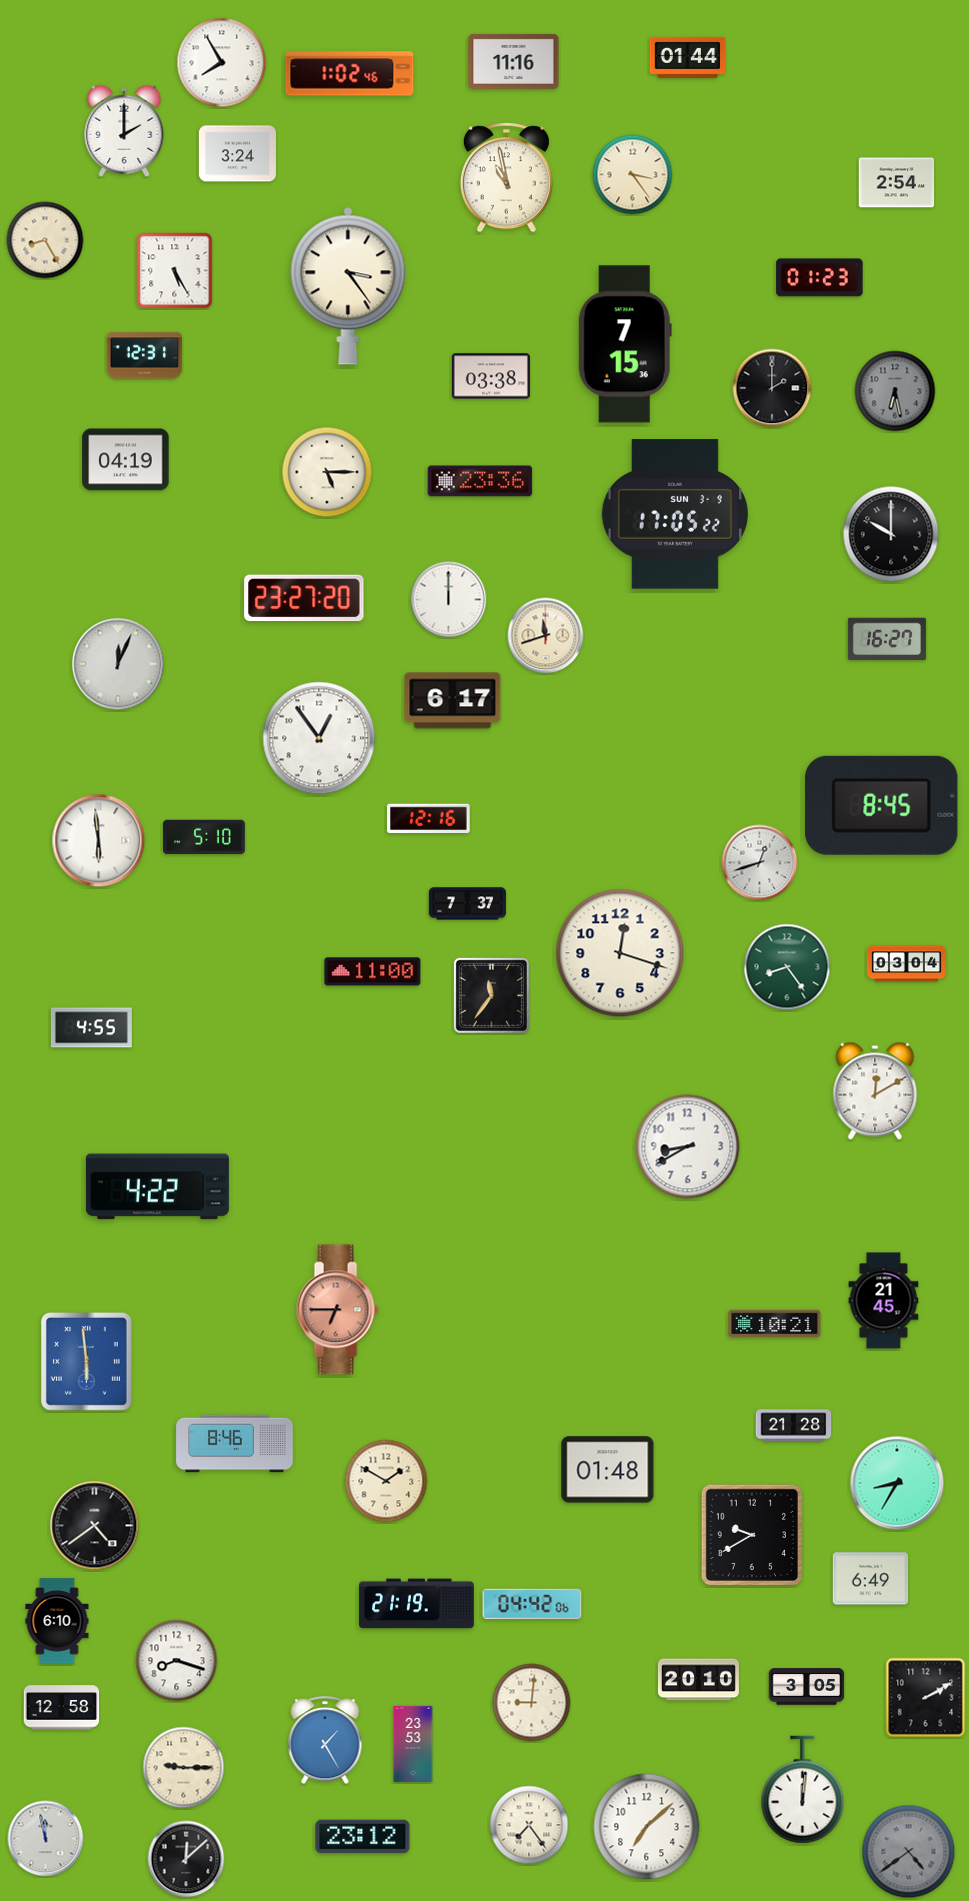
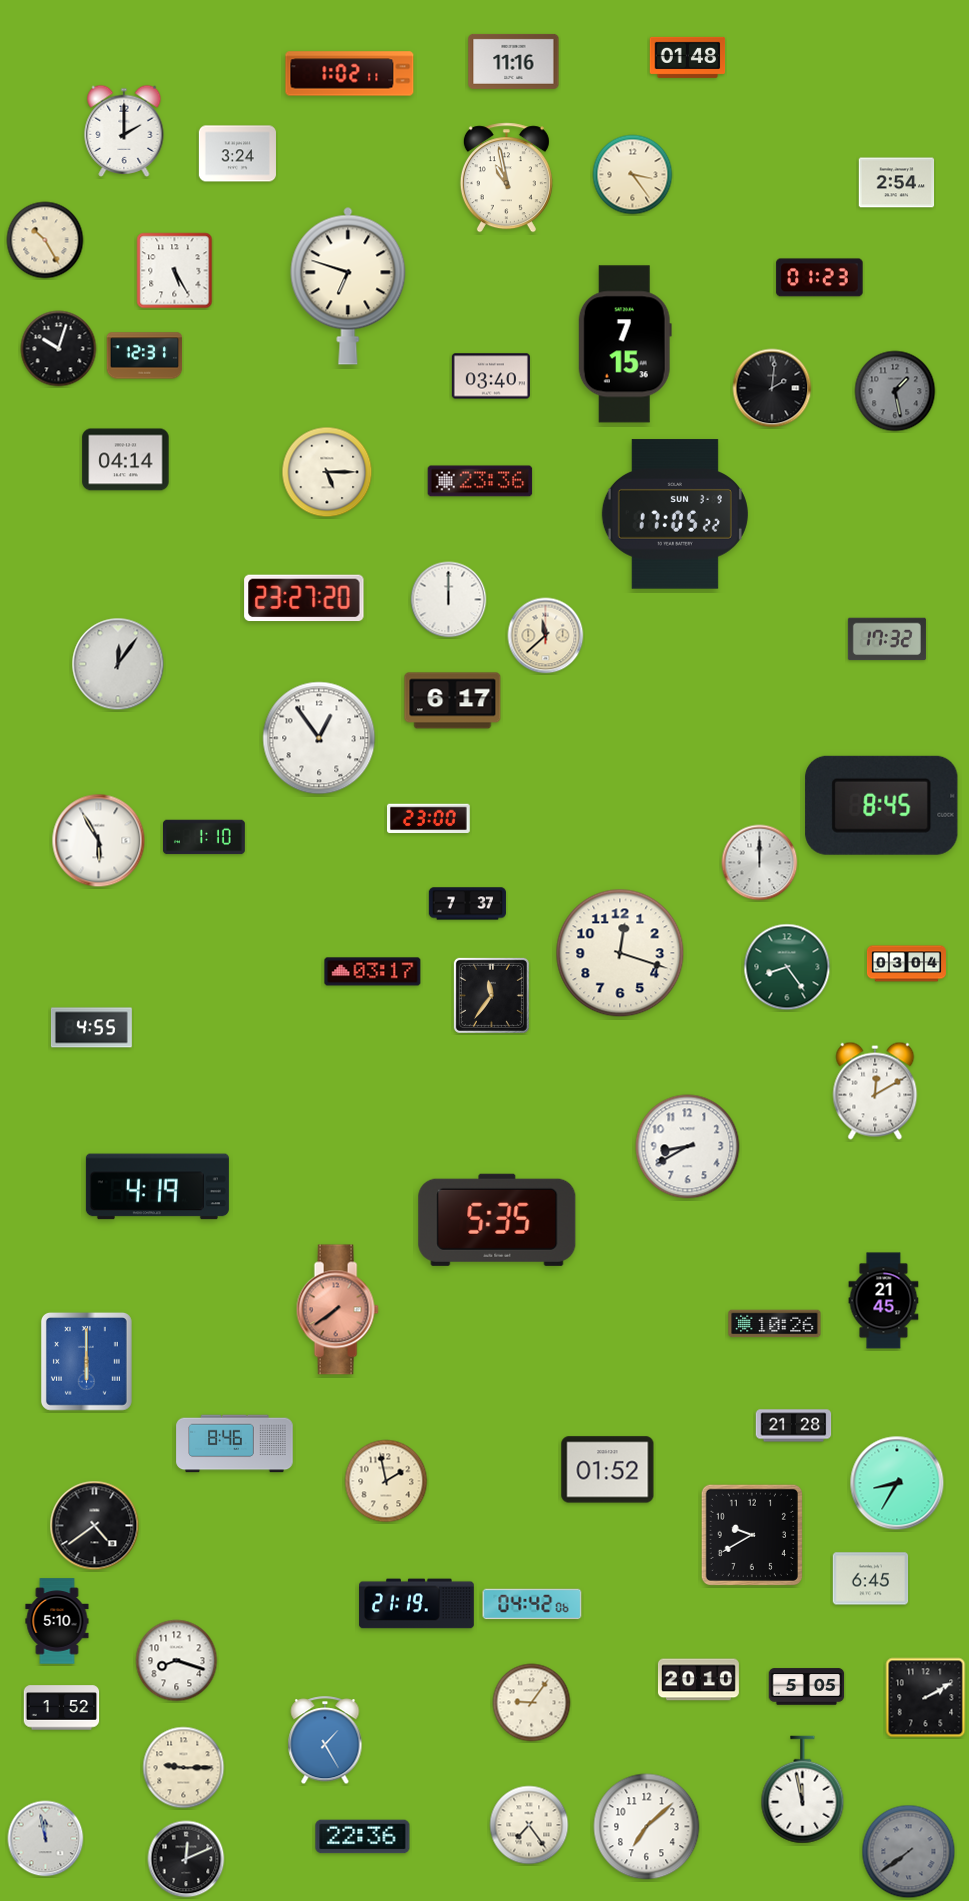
clock at (688, 57): 01:44 -> 01:48
clock at (222, 63): 7:55 -> none
clock at (350, 74): 1:02:46 -> 1:02:11
clock at (45, 240): 8:25 -> 10:25
clock at (348, 286): 3:24 -> 6:48
clock at (59, 349): none -> 10:03
clock at (491, 376): 03:38 -> 03:40
clock at (772, 388): 2:00 -> 2:01
clock at (895, 391): 6:28 -> 1:28
clock at (126, 460): 04:19 -> 04:14
clock at (891, 534): 10:00 -> none
clock at (546, 636): 11:42 -> 11:38
clock at (887, 639): 16:27 -> 17:32
clock at (118, 664): 12:04 -> 12:06
clock at (429, 819): 12:16 -> 23:00
clock at (205, 837): 5:10 -> 1:10
clock at (99, 841): 5:59 -> 5:55
clock at (760, 863): 12:42 -> 12:00
clock at (373, 972): 11:00 -> 03:17
clock at (157, 1187): 4:22 -> 4:19
clock at (497, 1220): none -> 5:35
clock at (337, 1310): 6:45 -> 7:39
clock at (775, 1324): 10:21 -> 10:26
clock at (86, 1361): 5:59 -> 6:00
clock at (608, 1470): 01:48 -> 01:52
clock at (386, 1481): 1:50 -> 1:58
clock at (871, 1579): 6:49 -> 6:45
clock at (57, 1621): 6:10 -> 5:10
clock at (807, 1687): 3:05 -> 5:05
clock at (532, 1703): 9:01 -> 9:06
clock at (62, 1708): 12:58 -> 1:52
clock at (413, 1744): 23:53 -> none
clock at (803, 1790): 12:01 -> 11:58
clock at (363, 1837): 23:12 -> 22:36
clock at (909, 1852): 4:39 -> 7:39
clock at (186, 1859): 12:08 -> 12:11
